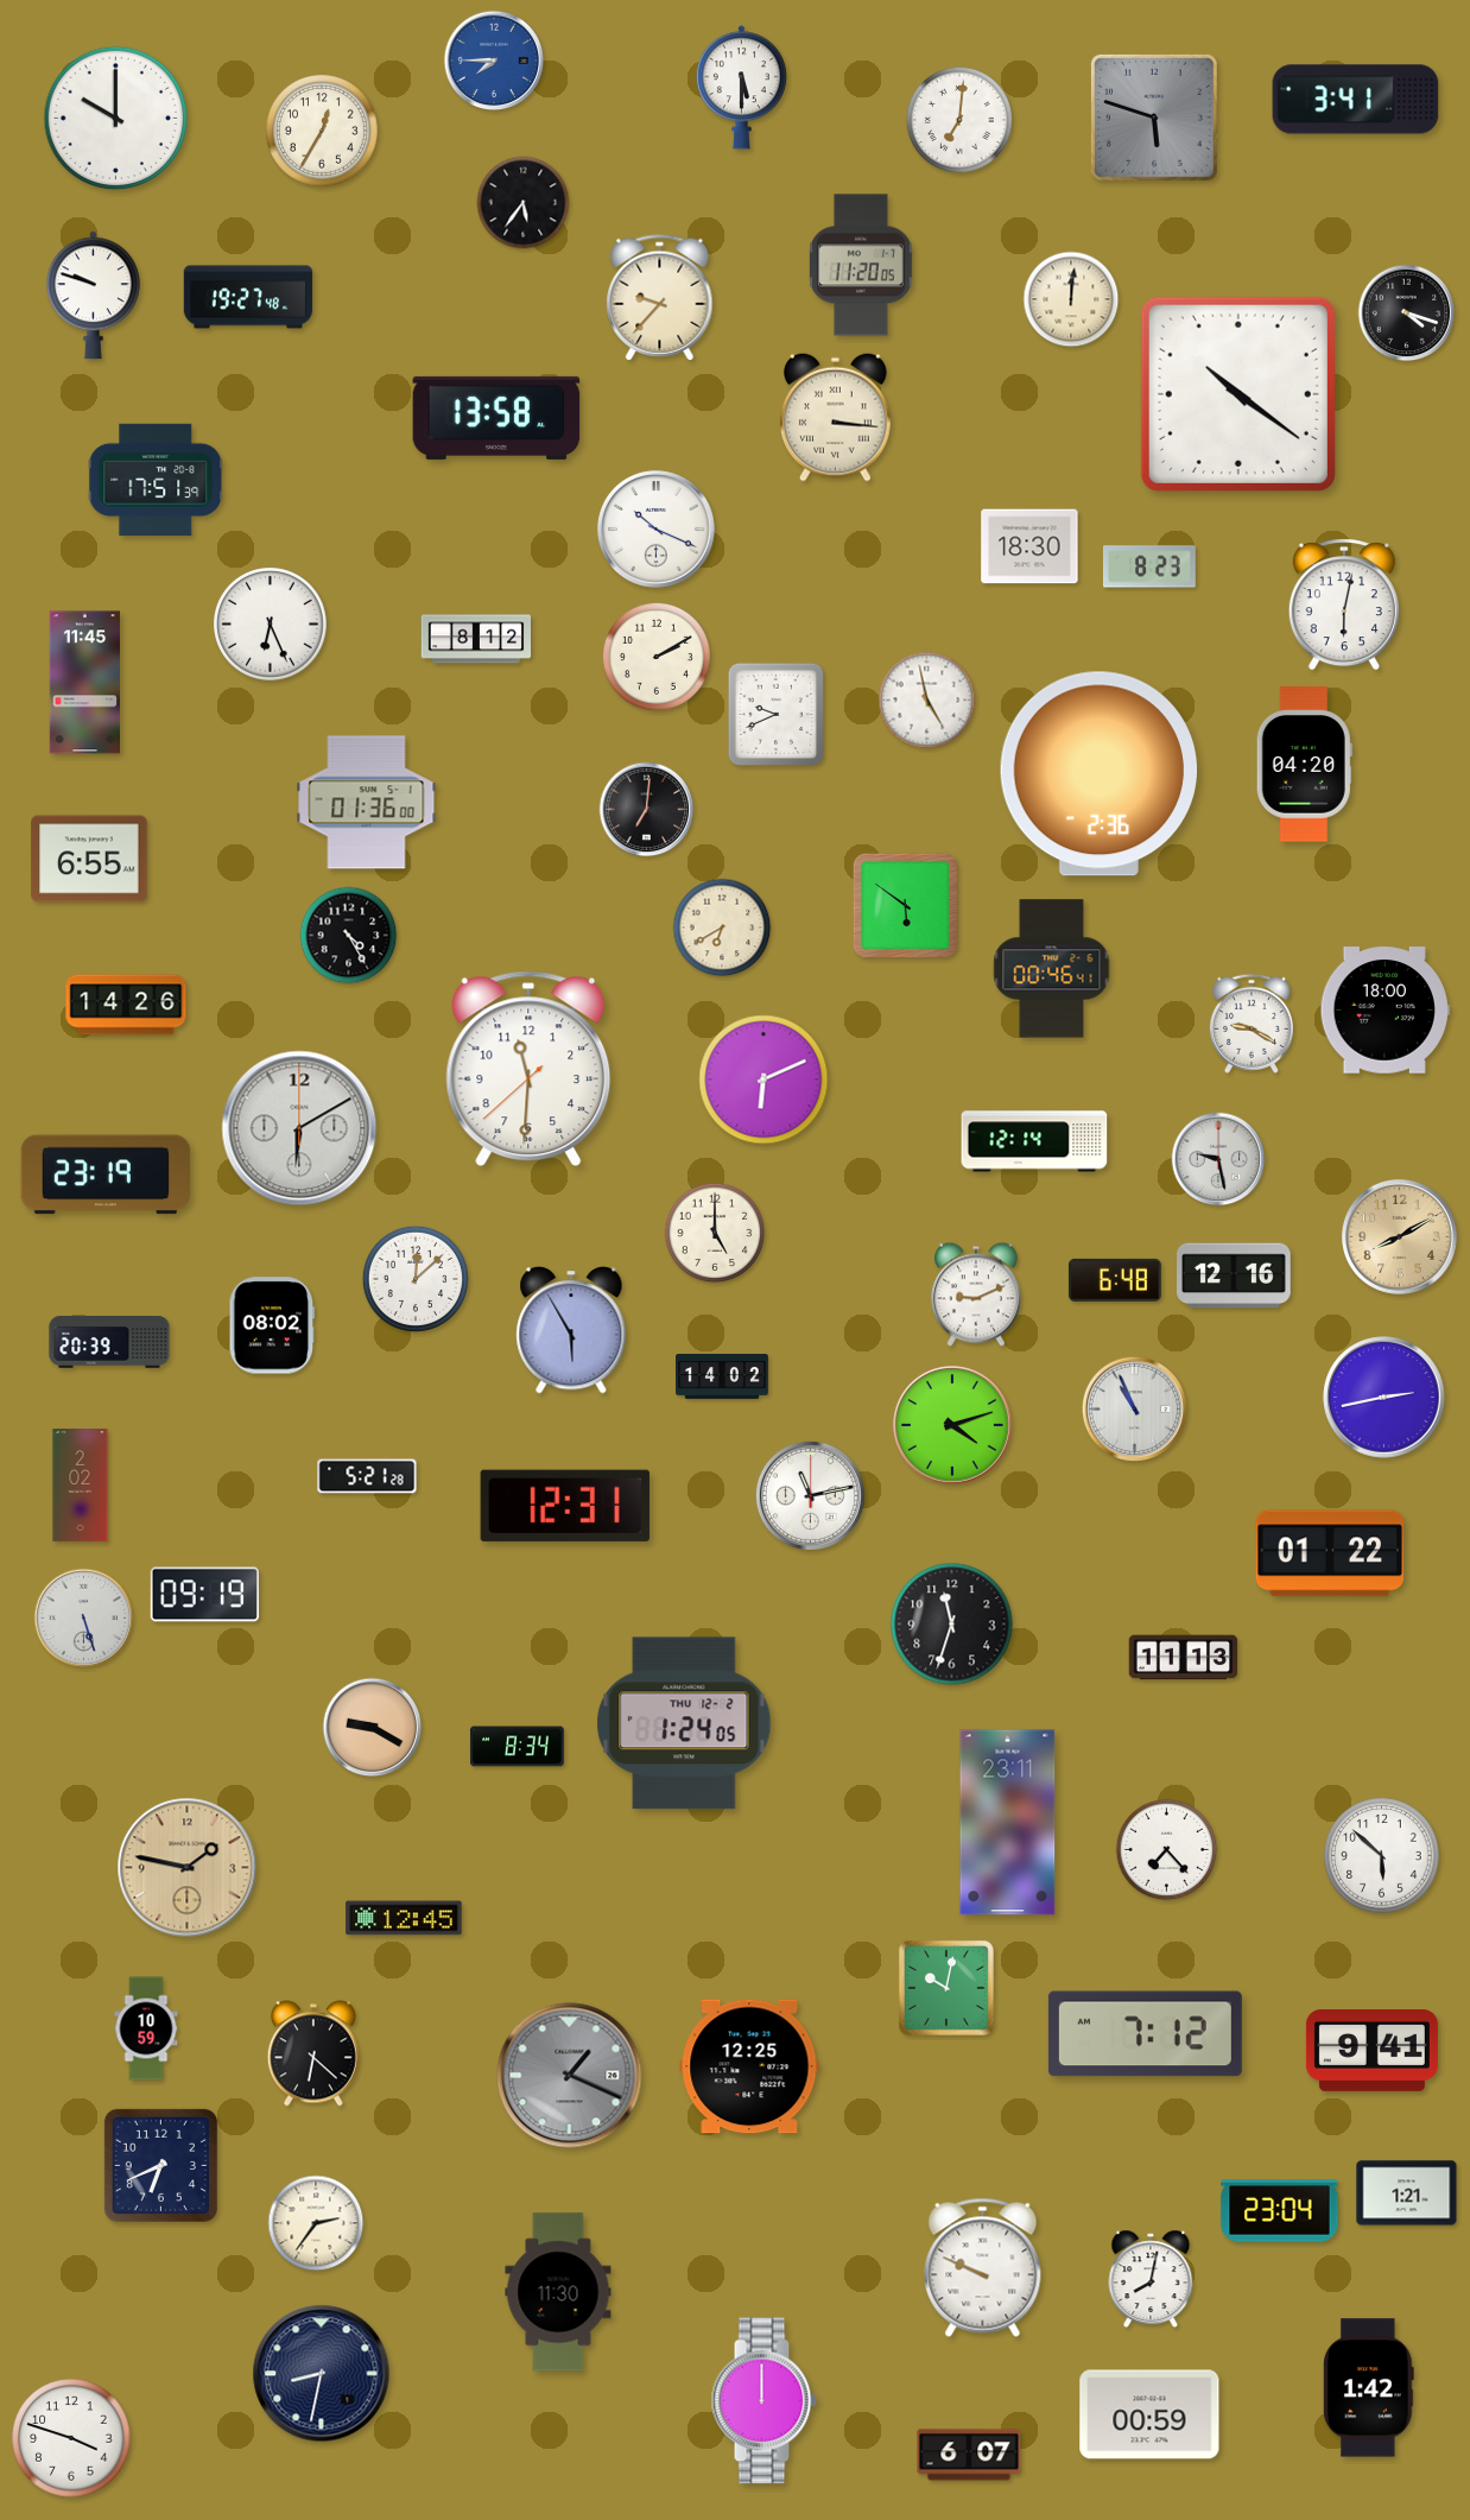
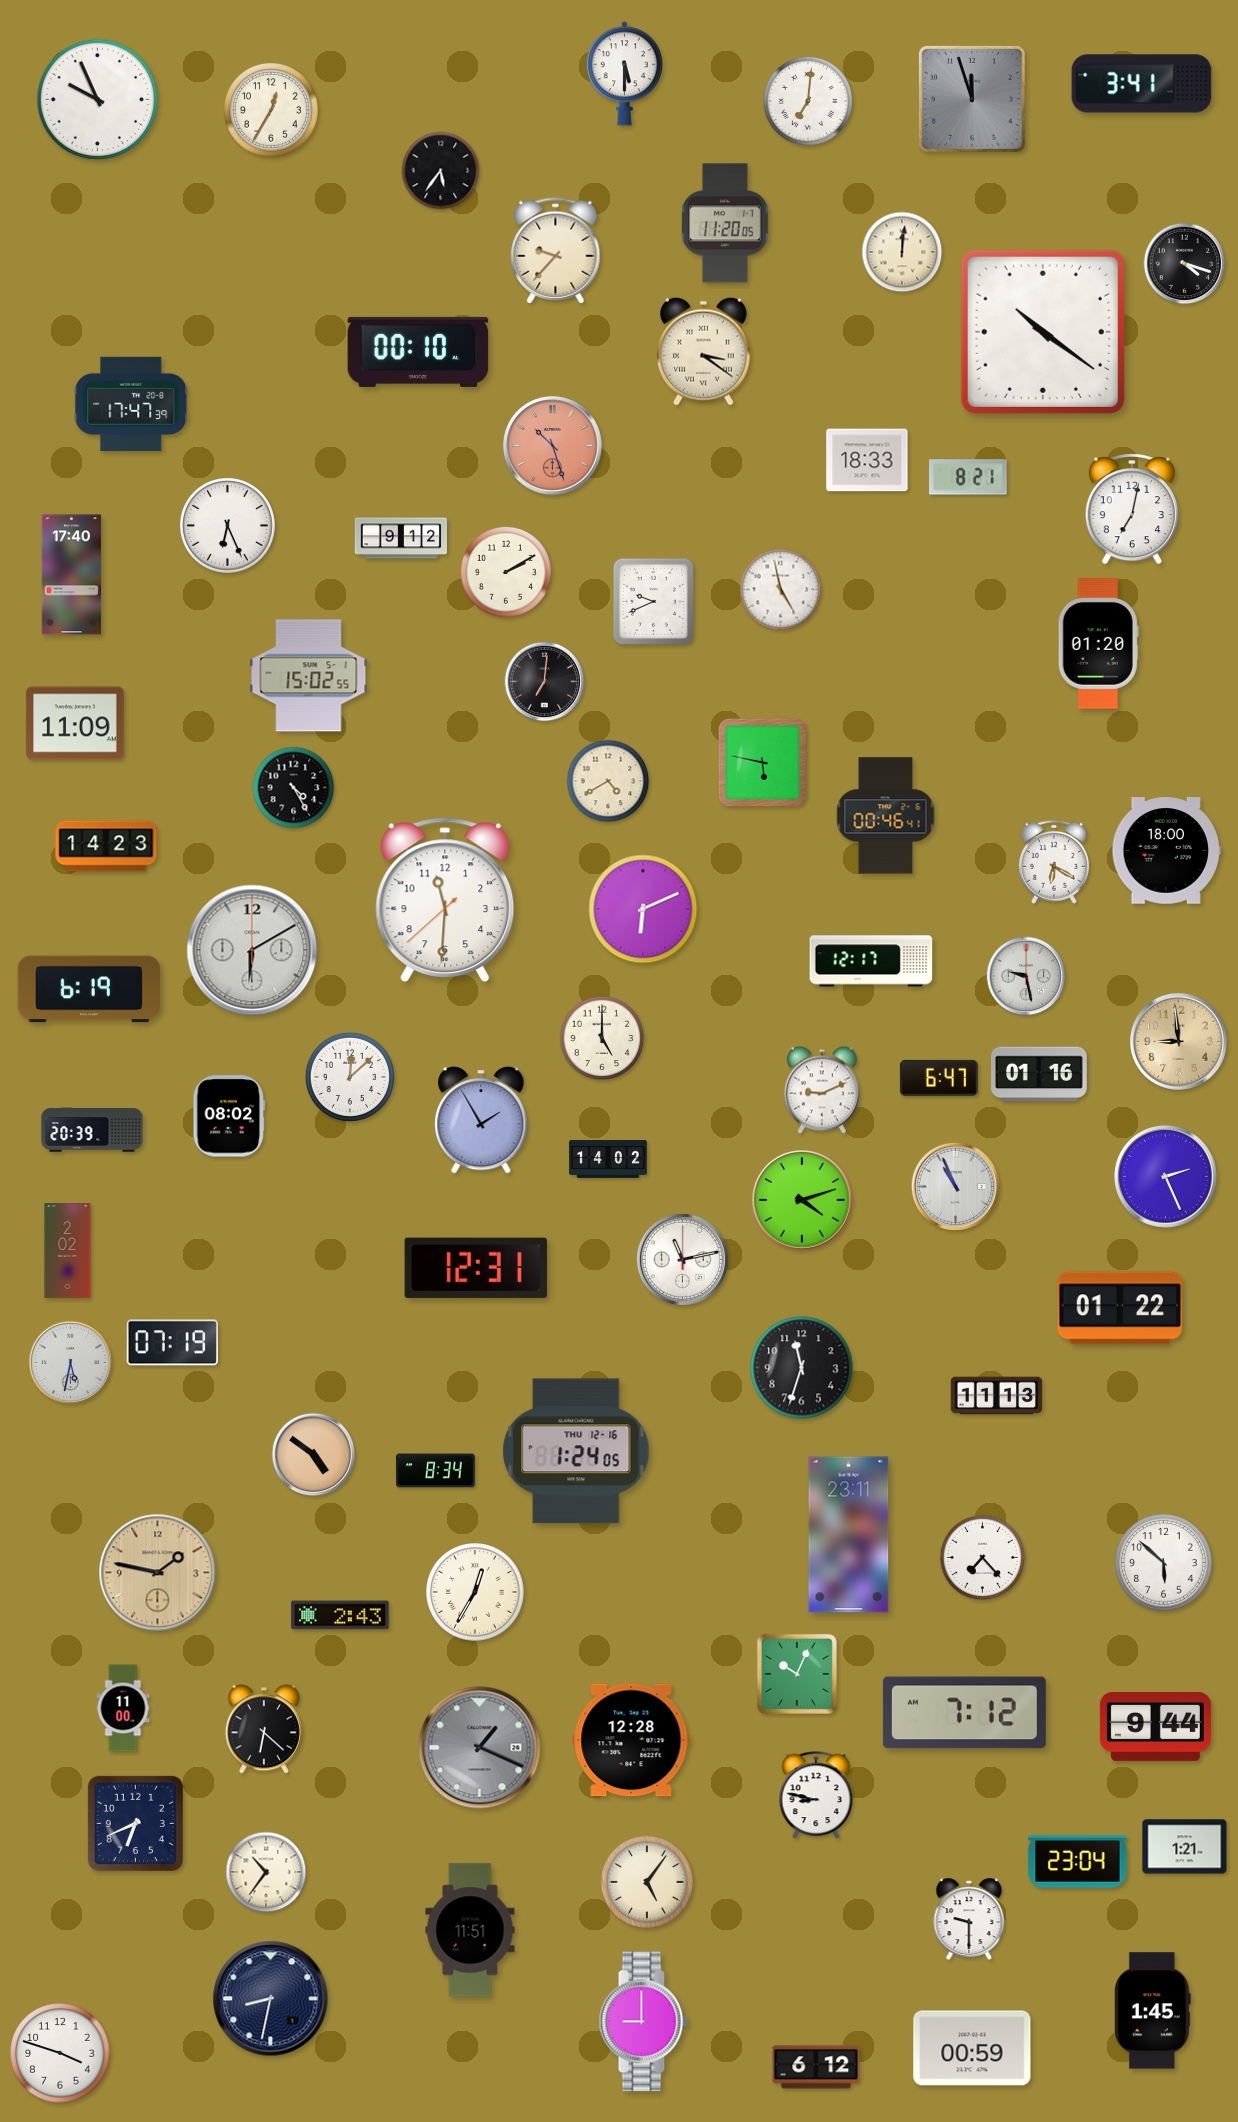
clock at (494, 61): 7:45 -> none
clock at (1154, 118): 5:48 -> 11:57
clock at (116, 119): 10:00 -> 9:56
clock at (94, 296): 9:48 -> none
clock at (248, 297): 19:27 -> none
clock at (836, 417): 3:16 -> 3:21
clock at (496, 418): 13:58 -> 00:10
clock at (156, 479): 17:51 -> 17:47
clock at (657, 530): 10:19 -> 10:27
clock at (657, 530) dial: white -> salmon
clock at (1029, 546): 18:30 -> 18:33
clock at (1149, 566): 8:23 -> 8:21
clock at (1344, 604): 6:02 -> 7:02
clock at (475, 639): 8:12 -> 9:12
clock at (657, 657) position: (657, 657) -> (506, 572)
clock at (84, 683): 11:45 -> 17:40
clock at (1304, 765): 04:20 -> 01:20
clock at (1098, 774): 2:36 -> none
clock at (367, 803): 01:36 -> 15:02
clock at (89, 859): 6:55 -> 11:09
clock at (905, 905): 5:51 -> 5:47
clock at (722, 927): 6:40 -> 4:40
clock at (126, 1005): 14:26 -> 14:23
clock at (1252, 1024): 9:20 -> 6:20
clock at (1034, 1141): 12:14 -> 12:17
clock at (106, 1174): 23:19 -> 6:19
clock at (1399, 1236): 8:10 -> 8:59
clock at (1235, 1275): 12:16 -> 01:16
clock at (1115, 1280): 6:48 -> 6:47
clock at (571, 1330): 5:55 -> 1:55
clock at (1385, 1398): 2:43 -> 2:26
clock at (367, 1476): 5:21 -> none
clock at (205, 1595): 09:19 -> 07:19
clock at (84, 1619): 5:27 -> 5:32
clock at (684, 1723) date: THU 12-2 -> THU 12-16
clock at (373, 1728): 9:20 -> 4:51
clock at (475, 1592): none -> 12:35
clock at (404, 1918): 12:45 -> 2:43
clock at (946, 1988): 10:02 -> 10:04
clock at (146, 2028): 10:59 -> 11:00
clock at (1371, 2051): 9:41 -> 9:44
clock at (749, 2066): 12:25 -> 12:28
clock at (816, 1796): none -> 8:47
clock at (316, 2223): 2:36 -> 10:36
clock at (647, 1882): none -> 5:06
clock at (983, 2267): 9:49 -> none
clock at (1151, 2278): 8:02 -> 9:30
clock at (558, 2292): 11:30 -> 11:51
clock at (1369, 2388): 1:42 -> 1:45
clock at (763, 2401): 12:00 -> 9:00
clock at (1149, 2414) position: (1149, 2414) -> (972, 2048)
clock at (969, 2455): 6:07 -> 6:12
